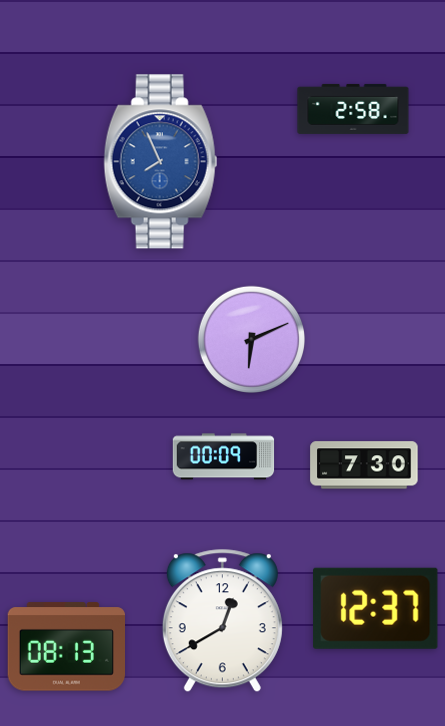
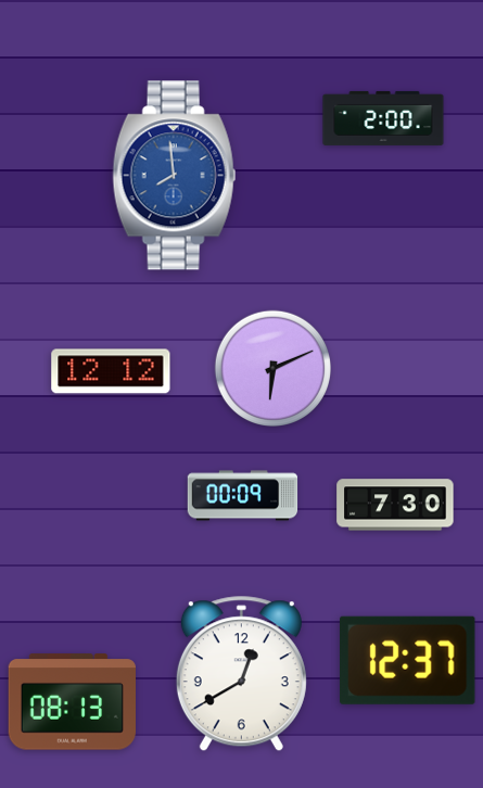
clock at (353, 109): 2:58 -> 2:00
clock at (161, 162): 7:56 -> 7:59
clock at (111, 371): none -> 12:12
